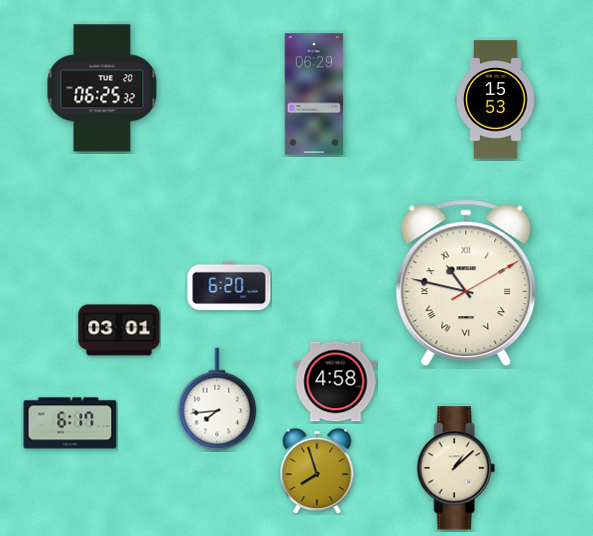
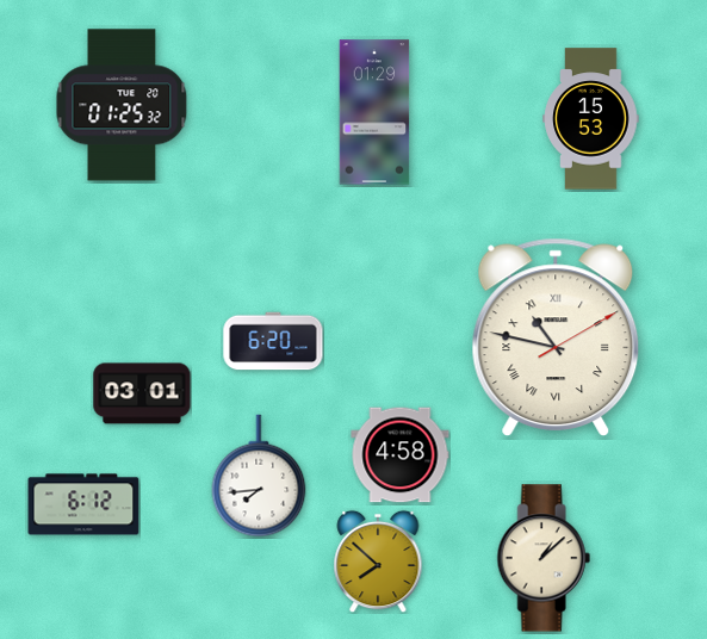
clock at (102, 88): 06:25 -> 01:25
clock at (314, 94): 06:29 -> 01:29
clock at (70, 423): 6:17 -> 6:12
clock at (317, 471): 7:57 -> 7:52
